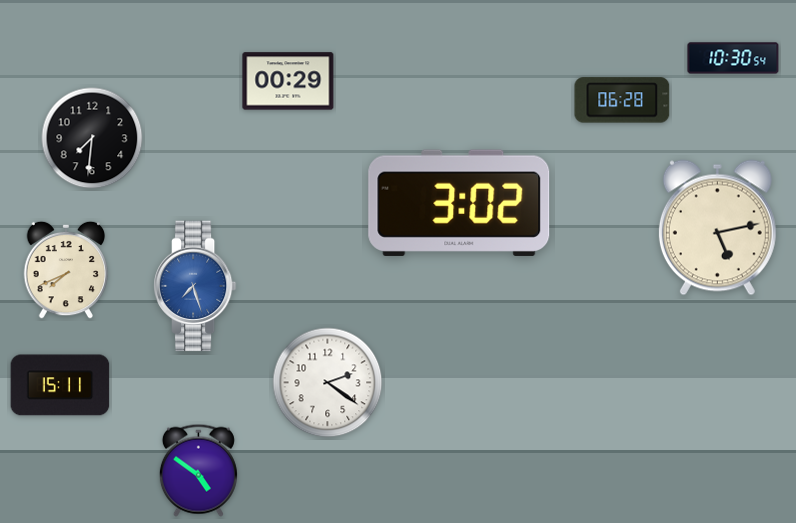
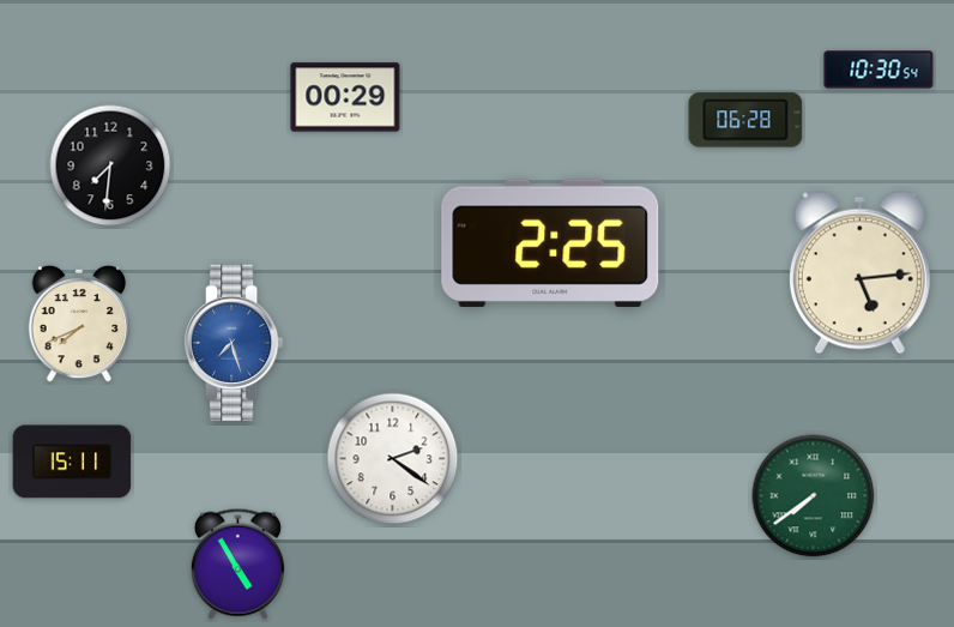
clock at (459, 203): 3:02 -> 2:25
clock at (717, 228): 5:13 -> 5:14
clock at (814, 496): none -> 7:39
clock at (198, 470): 4:51 -> 4:55
